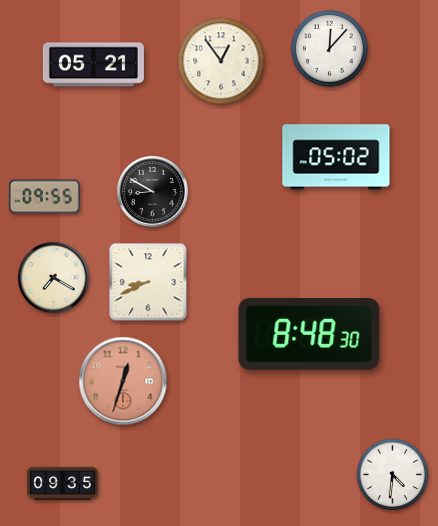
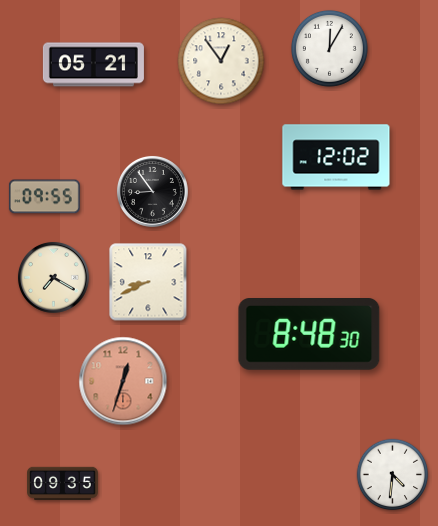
clock at (329, 48): 12:07 -> 12:05
clock at (336, 157): 05:02 -> 12:02
clock at (153, 192): 8:50 -> 8:54
